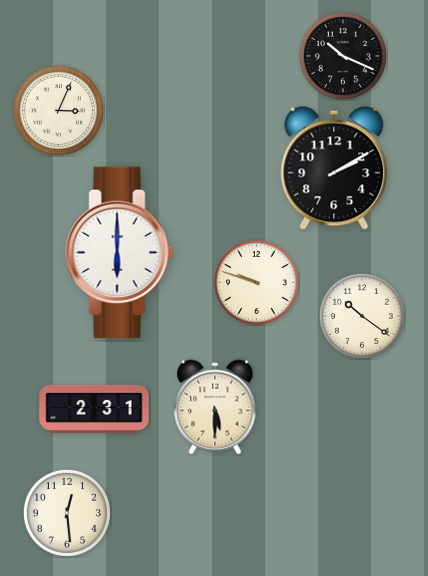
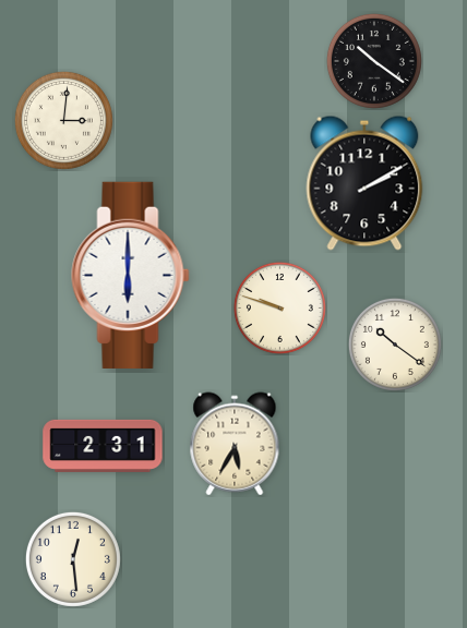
clock at (343, 56): 10:19 -> 10:21
clock at (58, 110): 3:04 -> 3:01
clock at (215, 407): 5:30 -> 5:35
